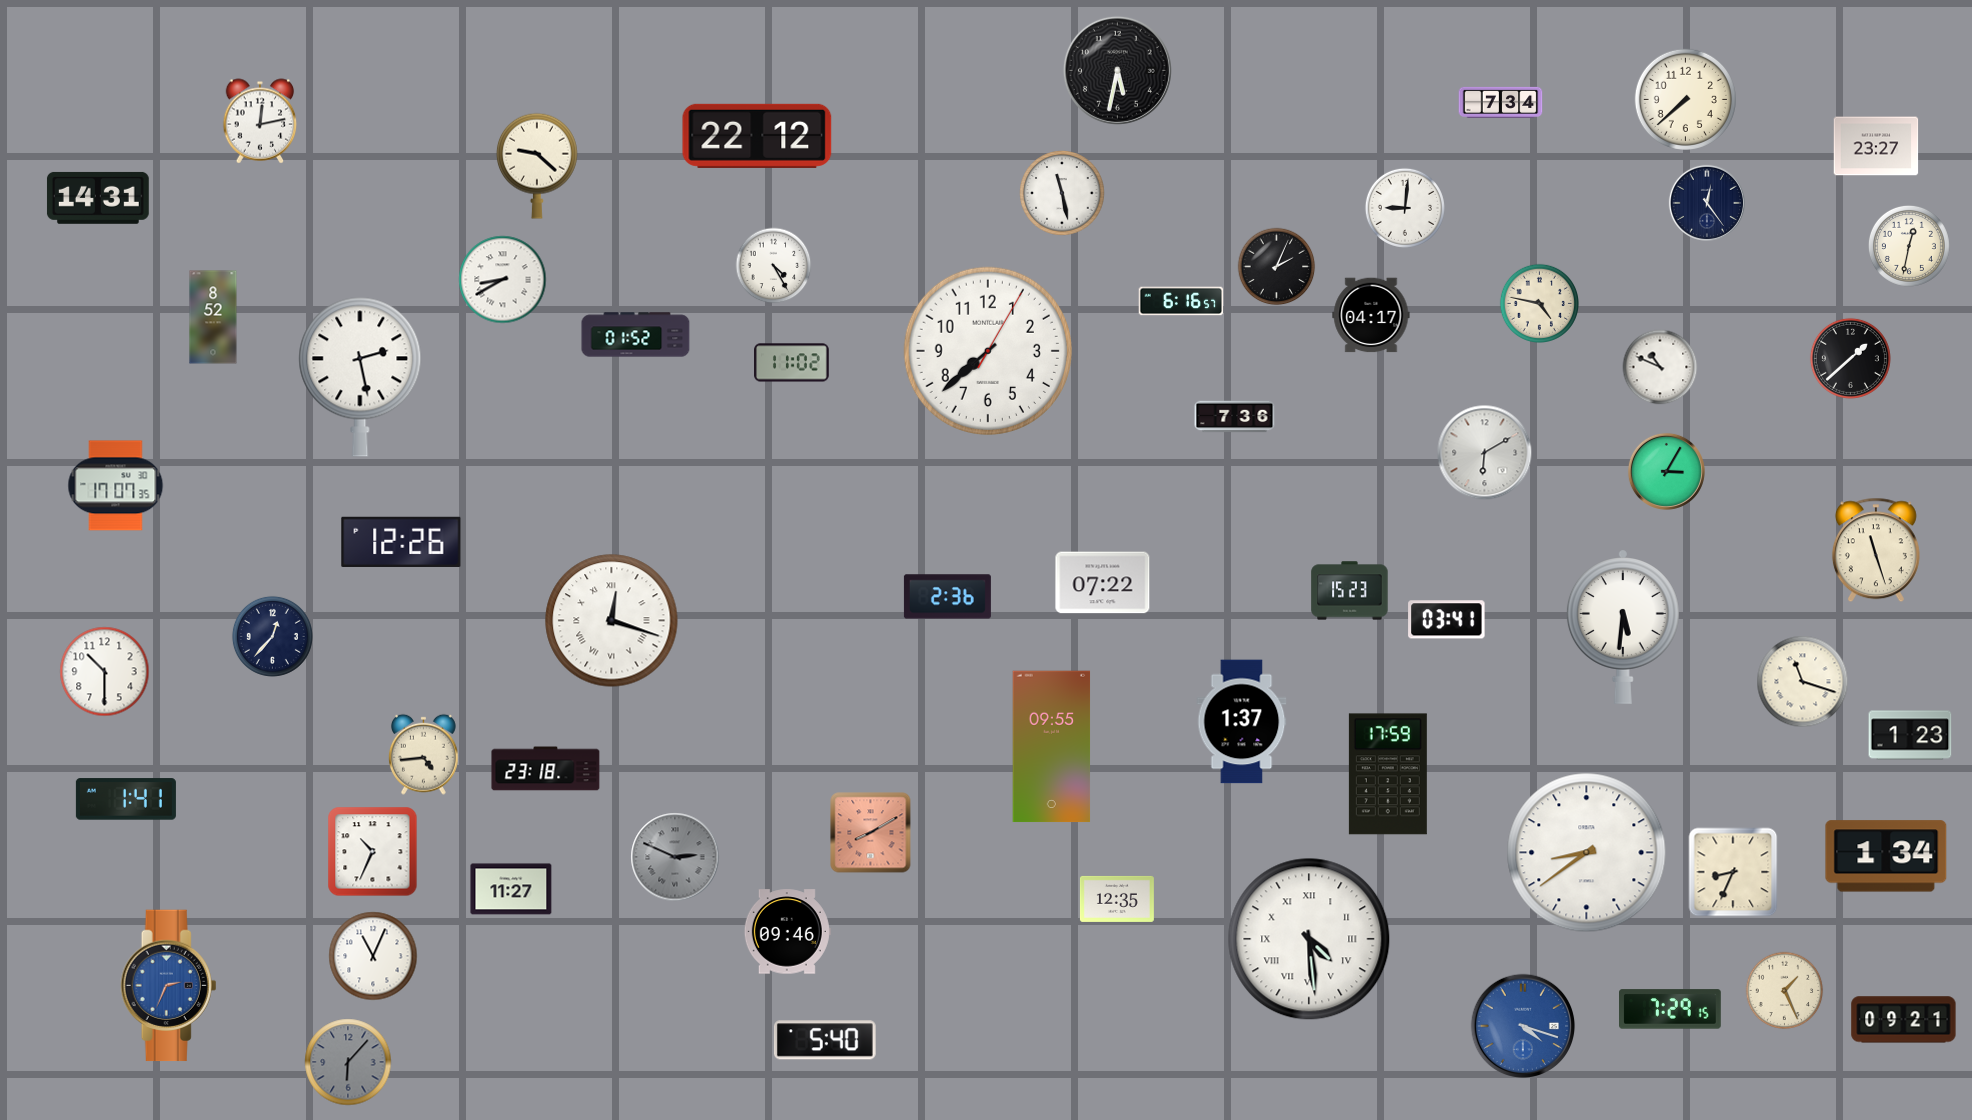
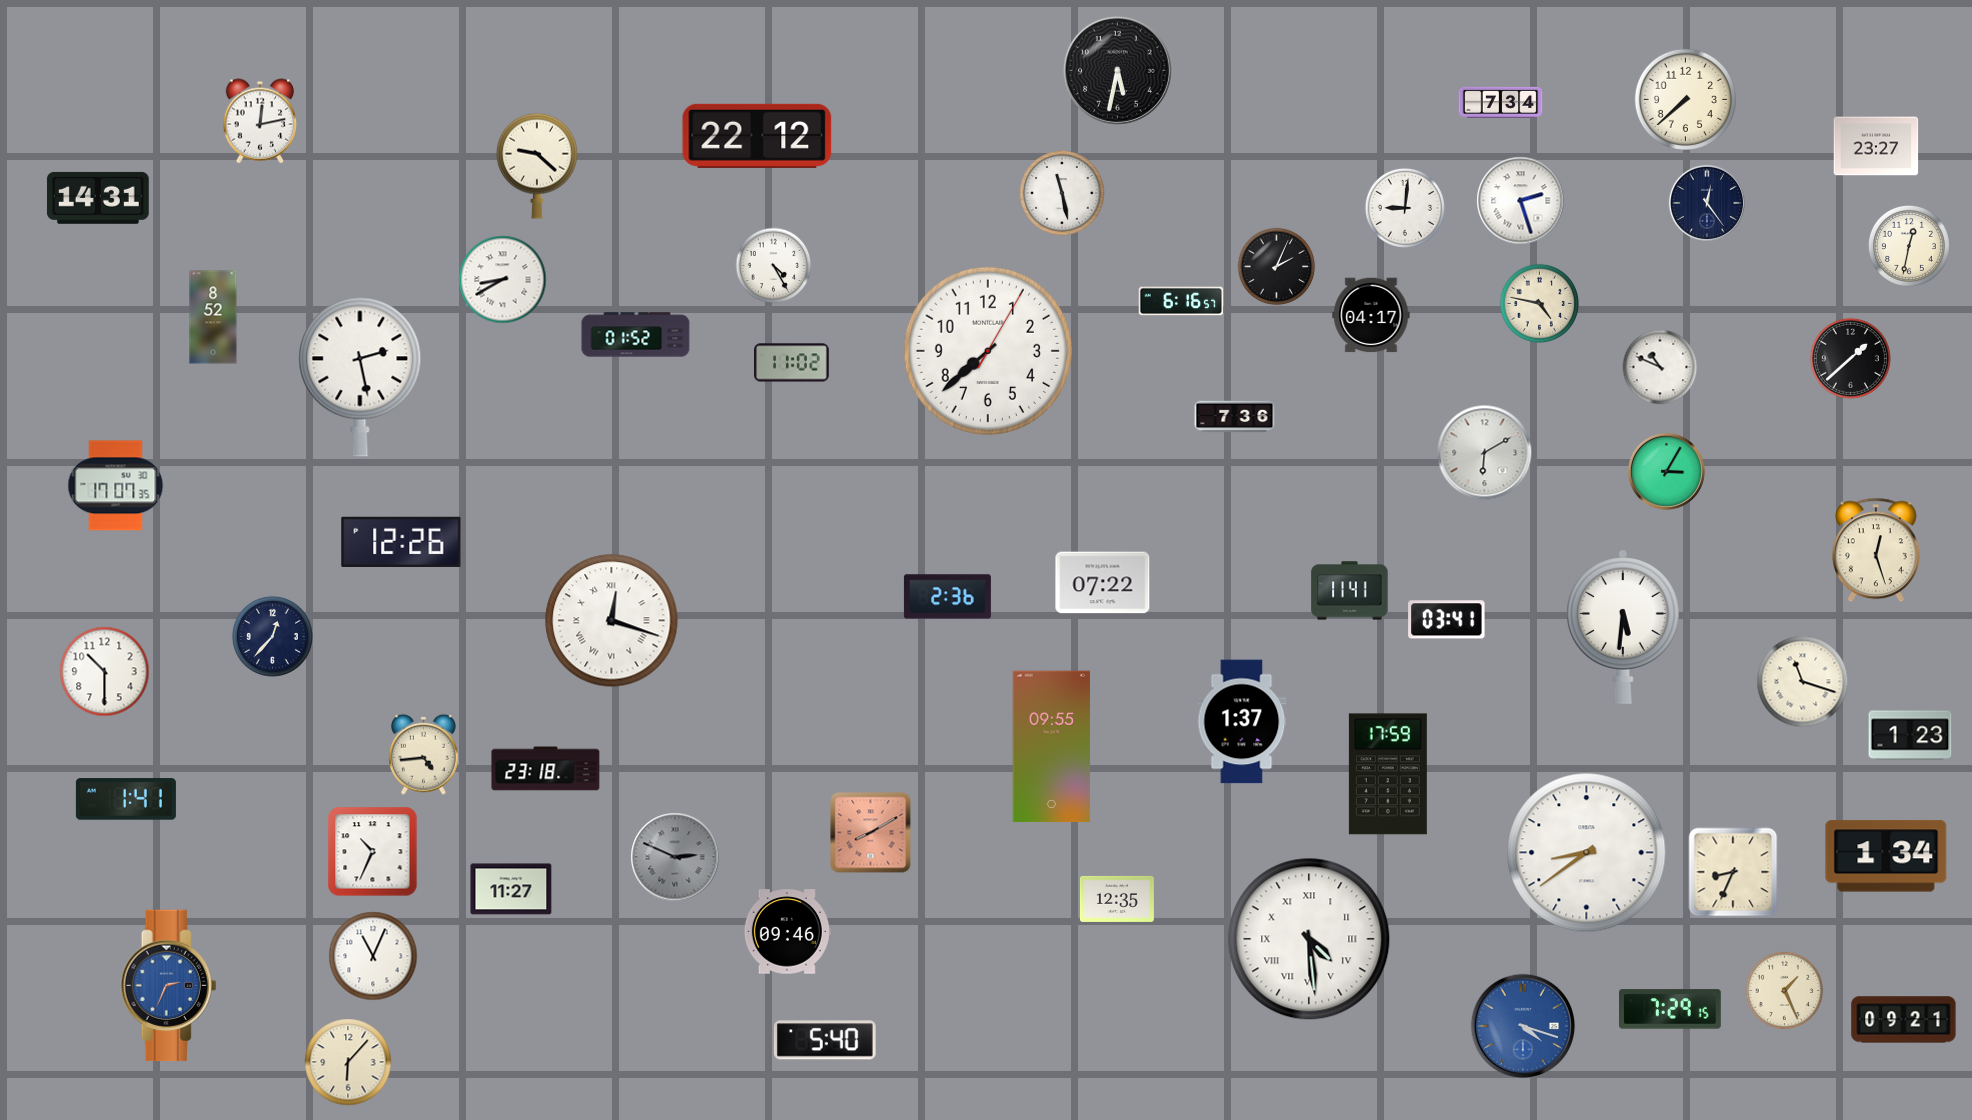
clock at (1521, 201): none -> 2:27
clock at (1876, 550): 11:27 -> 12:27
clock at (1350, 591): 15:23 -> 11:41
clock at (348, 1062) dial: grey -> cream
